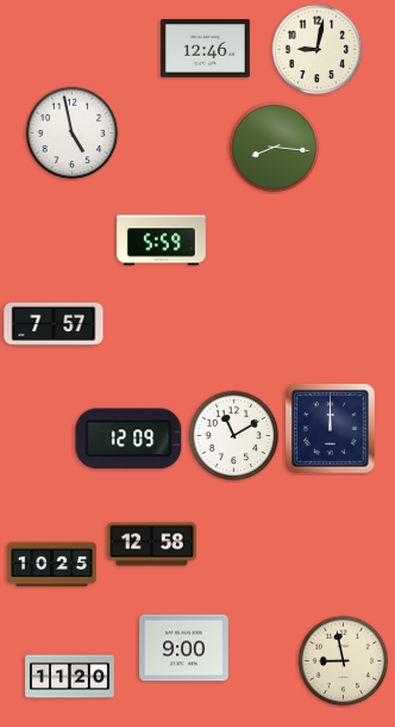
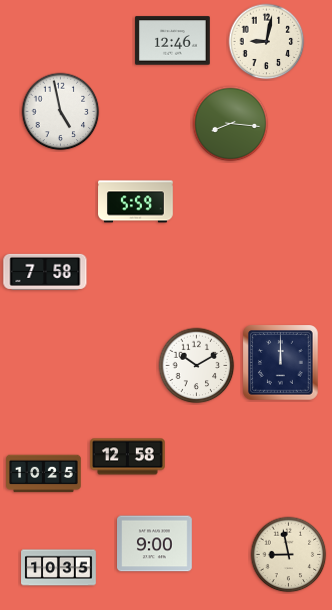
clock at (54, 324): 7:57 -> 7:58
clock at (331, 429) position: (331, 429) -> (281, 363)
clock at (234, 436): 11:10 -> 10:10
clock at (128, 439): 12:09 -> none
clock at (70, 677): 11:20 -> 10:35
